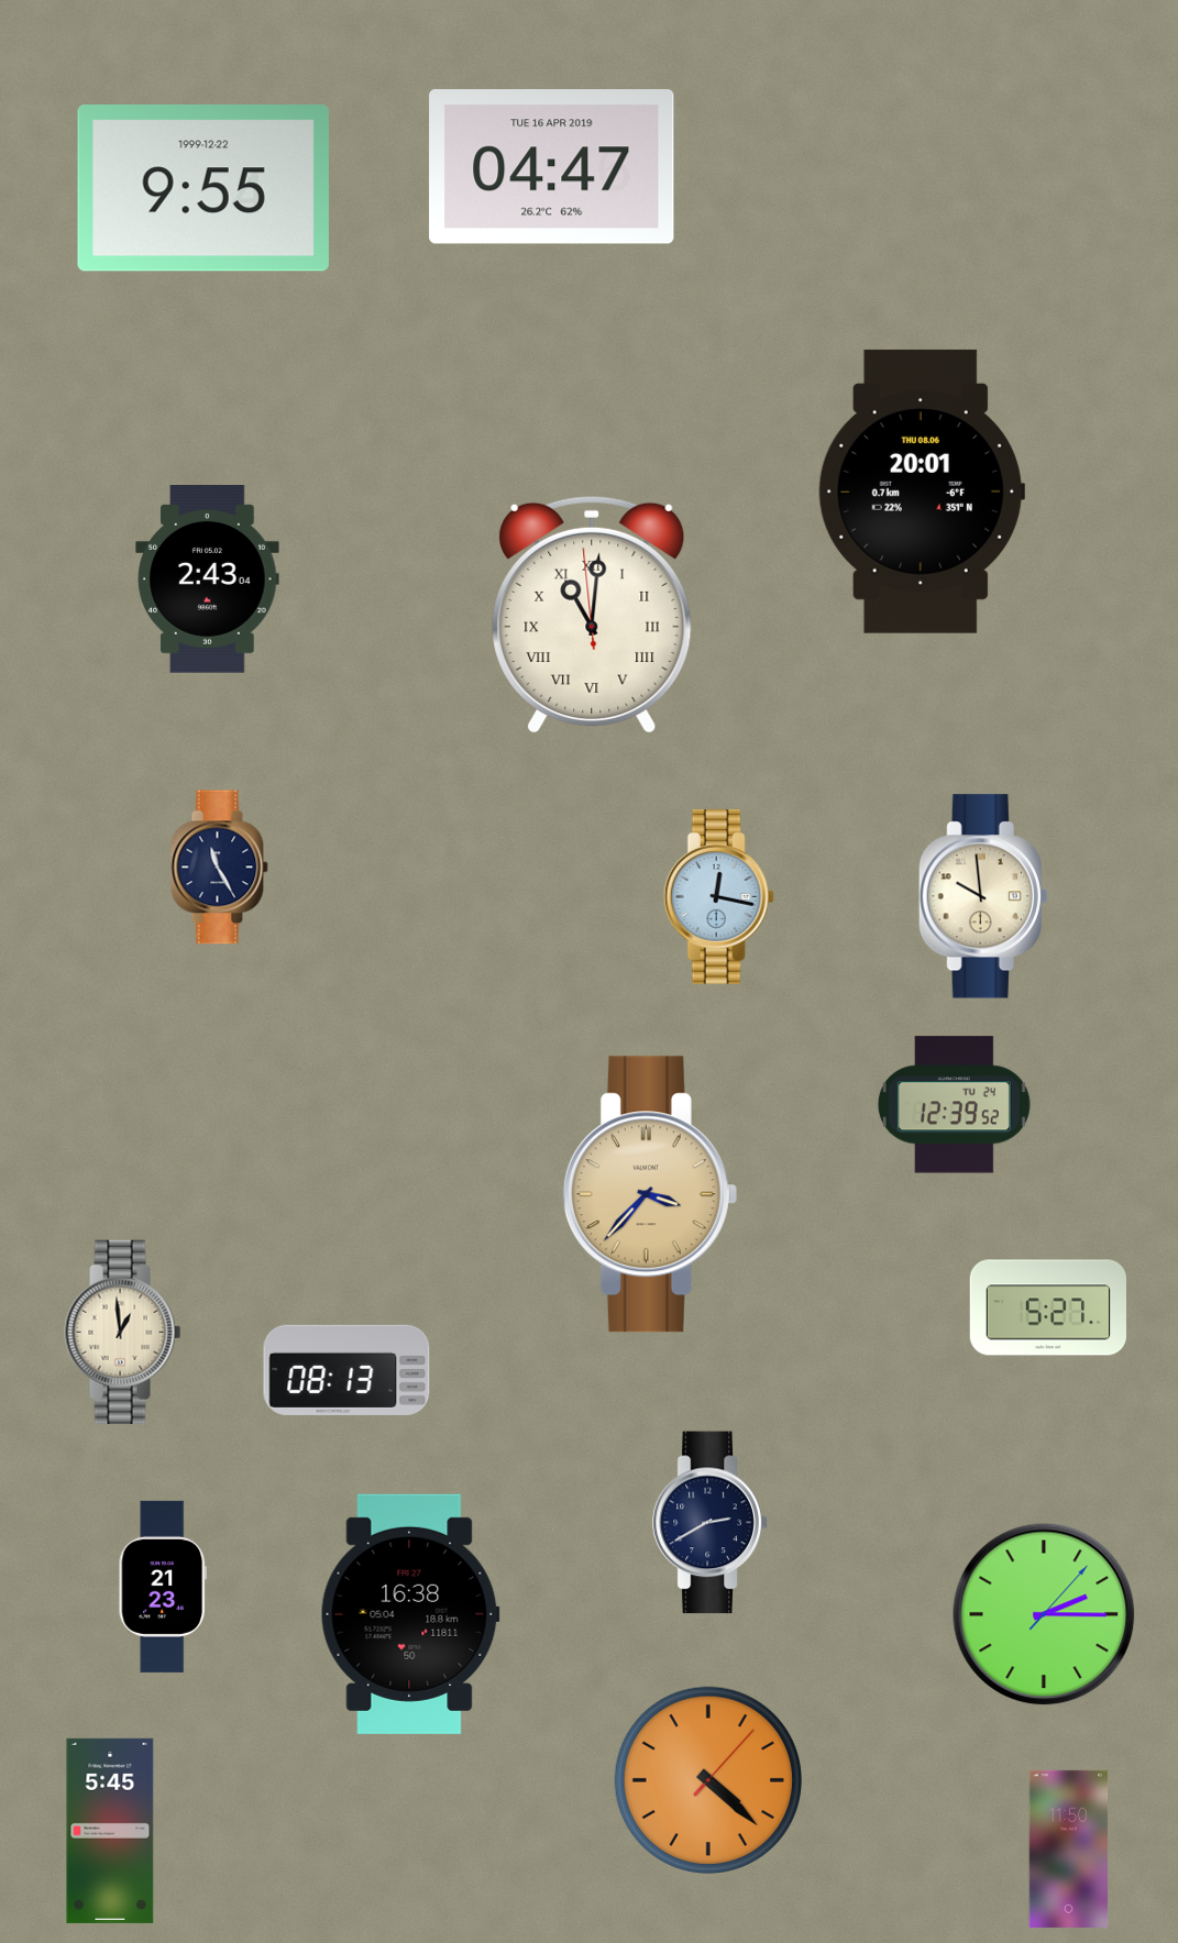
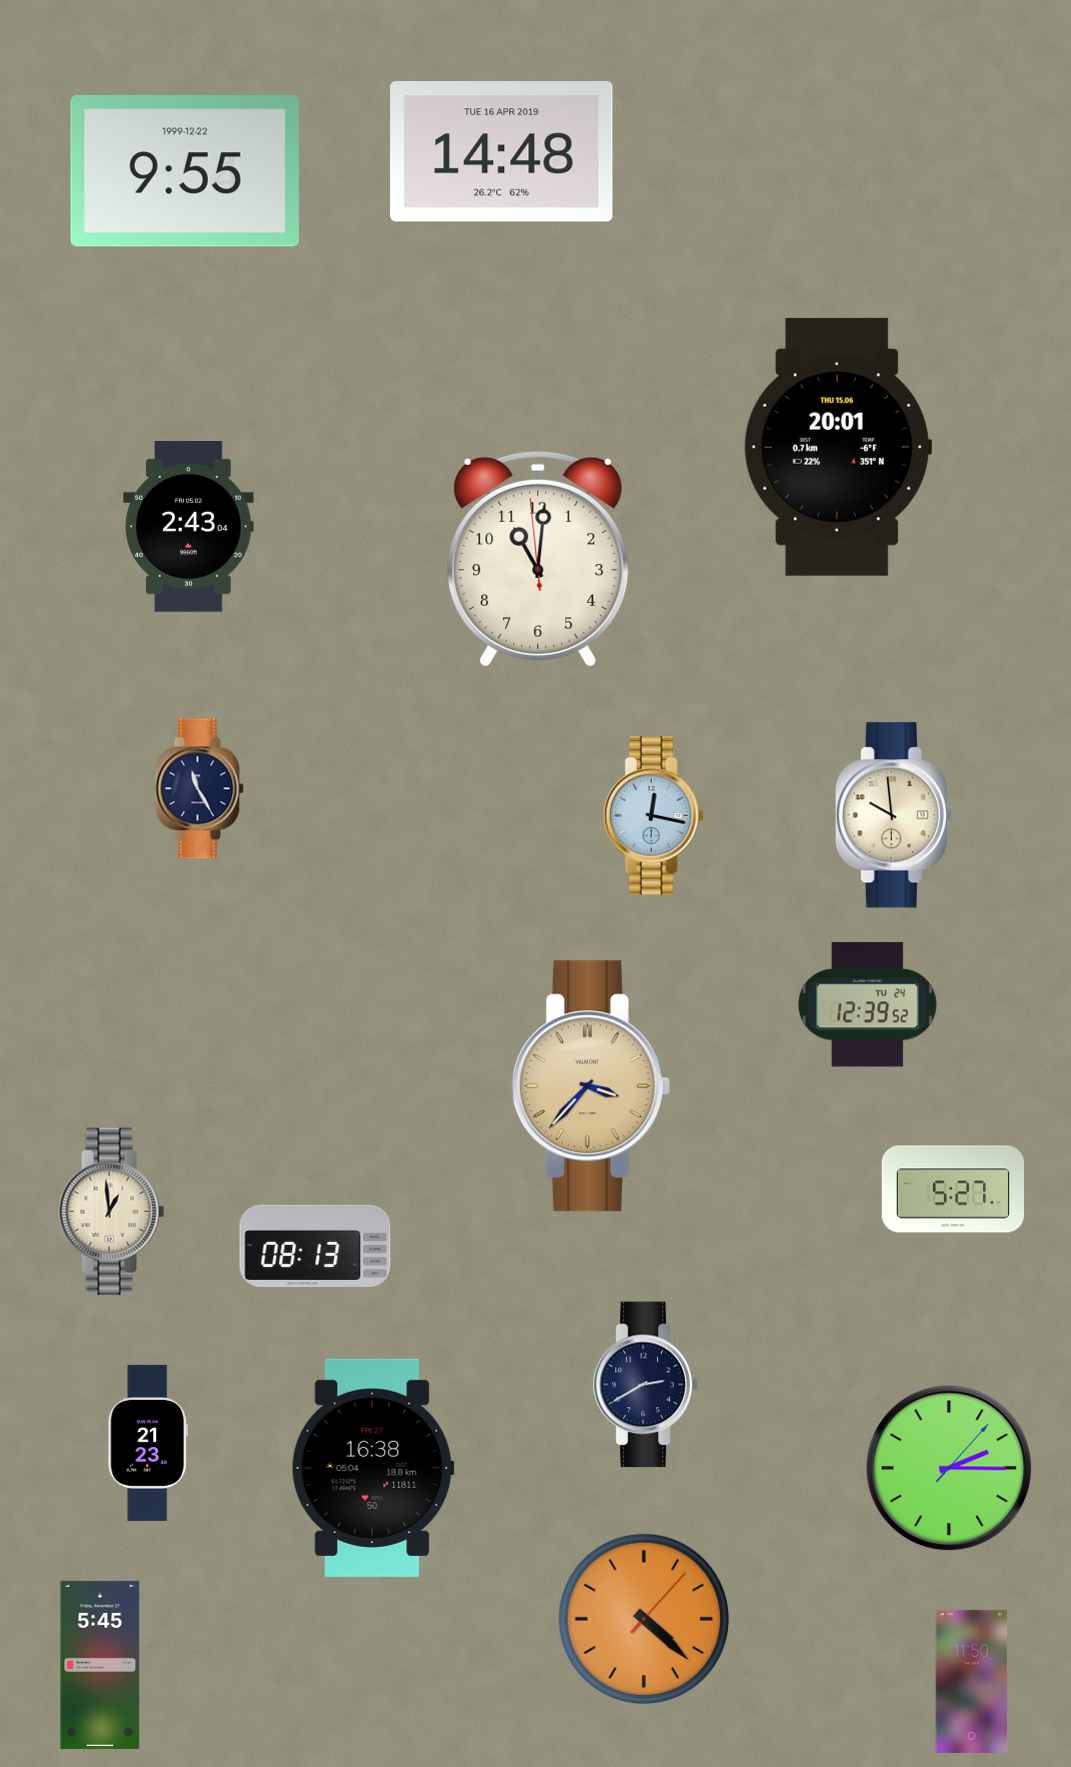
clock at (552, 167): 04:47 -> 14:48
clock at (922, 492) date: THU 08.06 -> THU 15.06
clock at (592, 615) numerals: Roman -> Arabic
